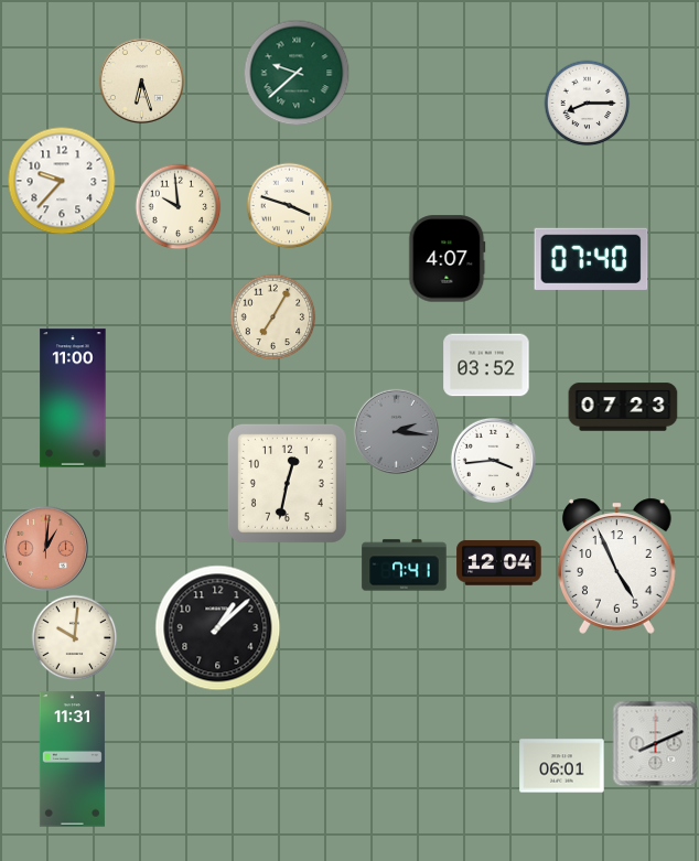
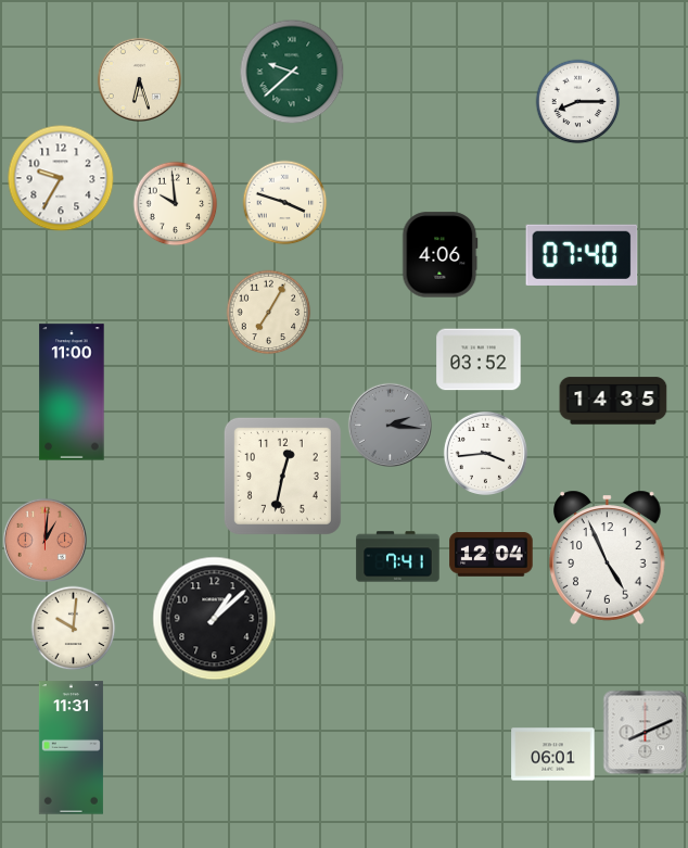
clock at (62, 181): 9:37 -> 9:35
clock at (448, 259): 4:07 -> 4:06
clock at (623, 407): 07:23 -> 14:35
